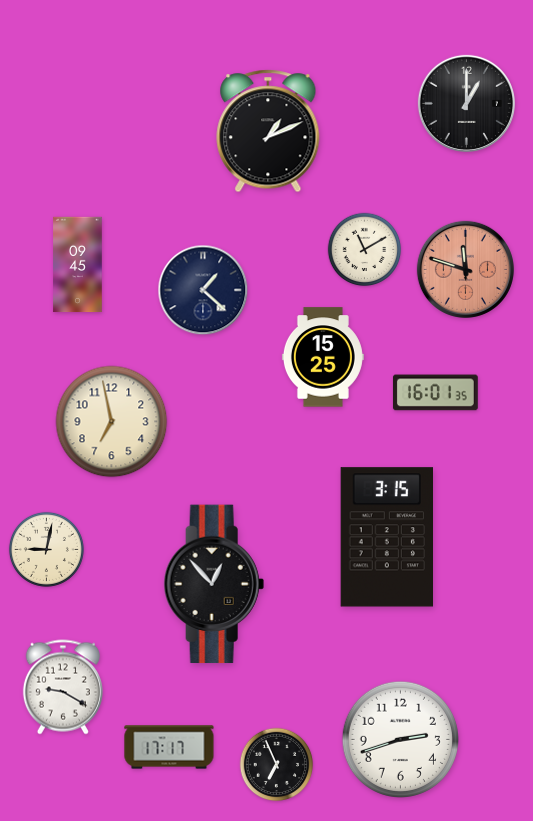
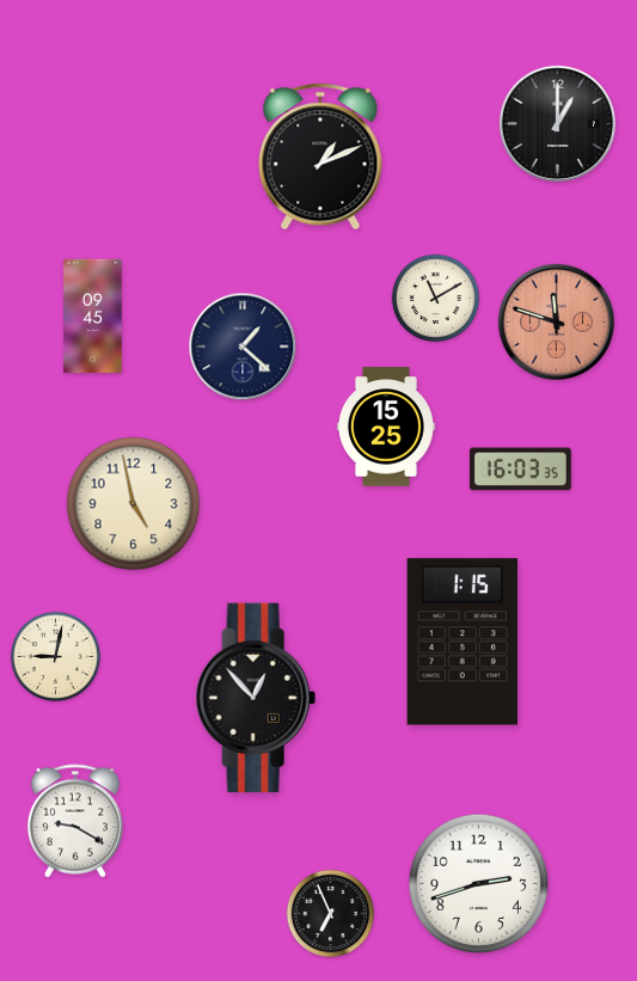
clock at (435, 393): 16:01 -> 16:03
clock at (112, 422): 6:58 -> 4:58
clock at (386, 537): 3:15 -> 1:15
clock at (169, 747): 17:17 -> none
